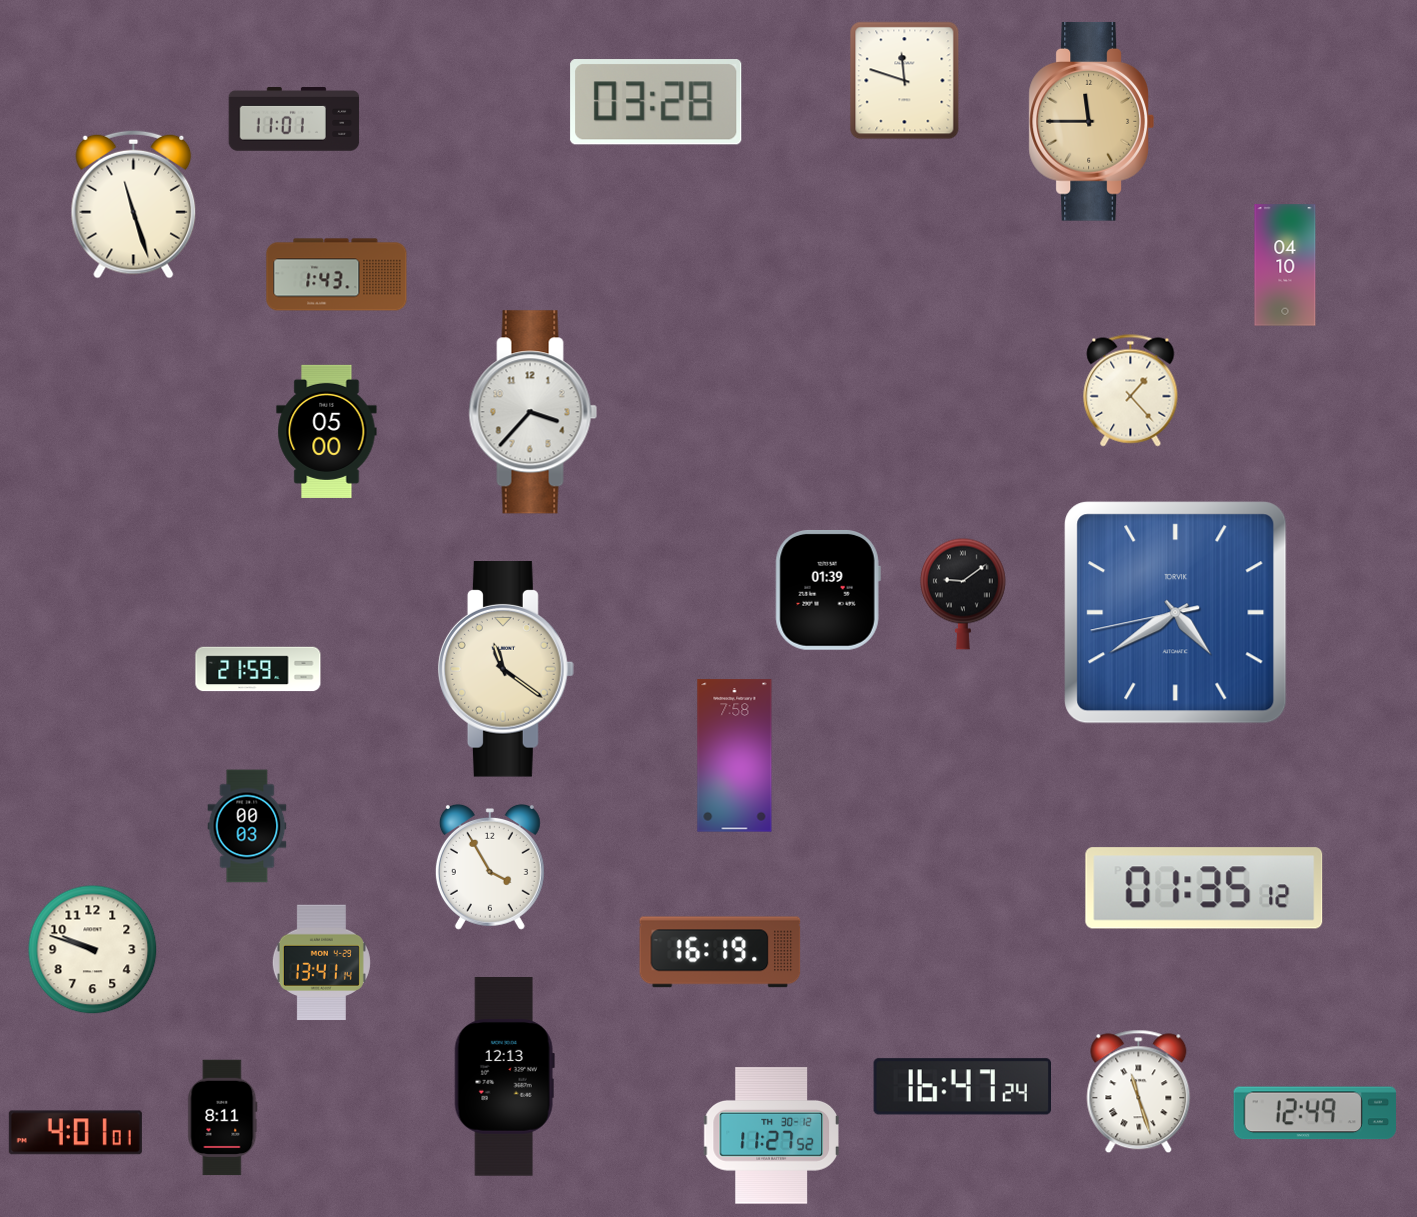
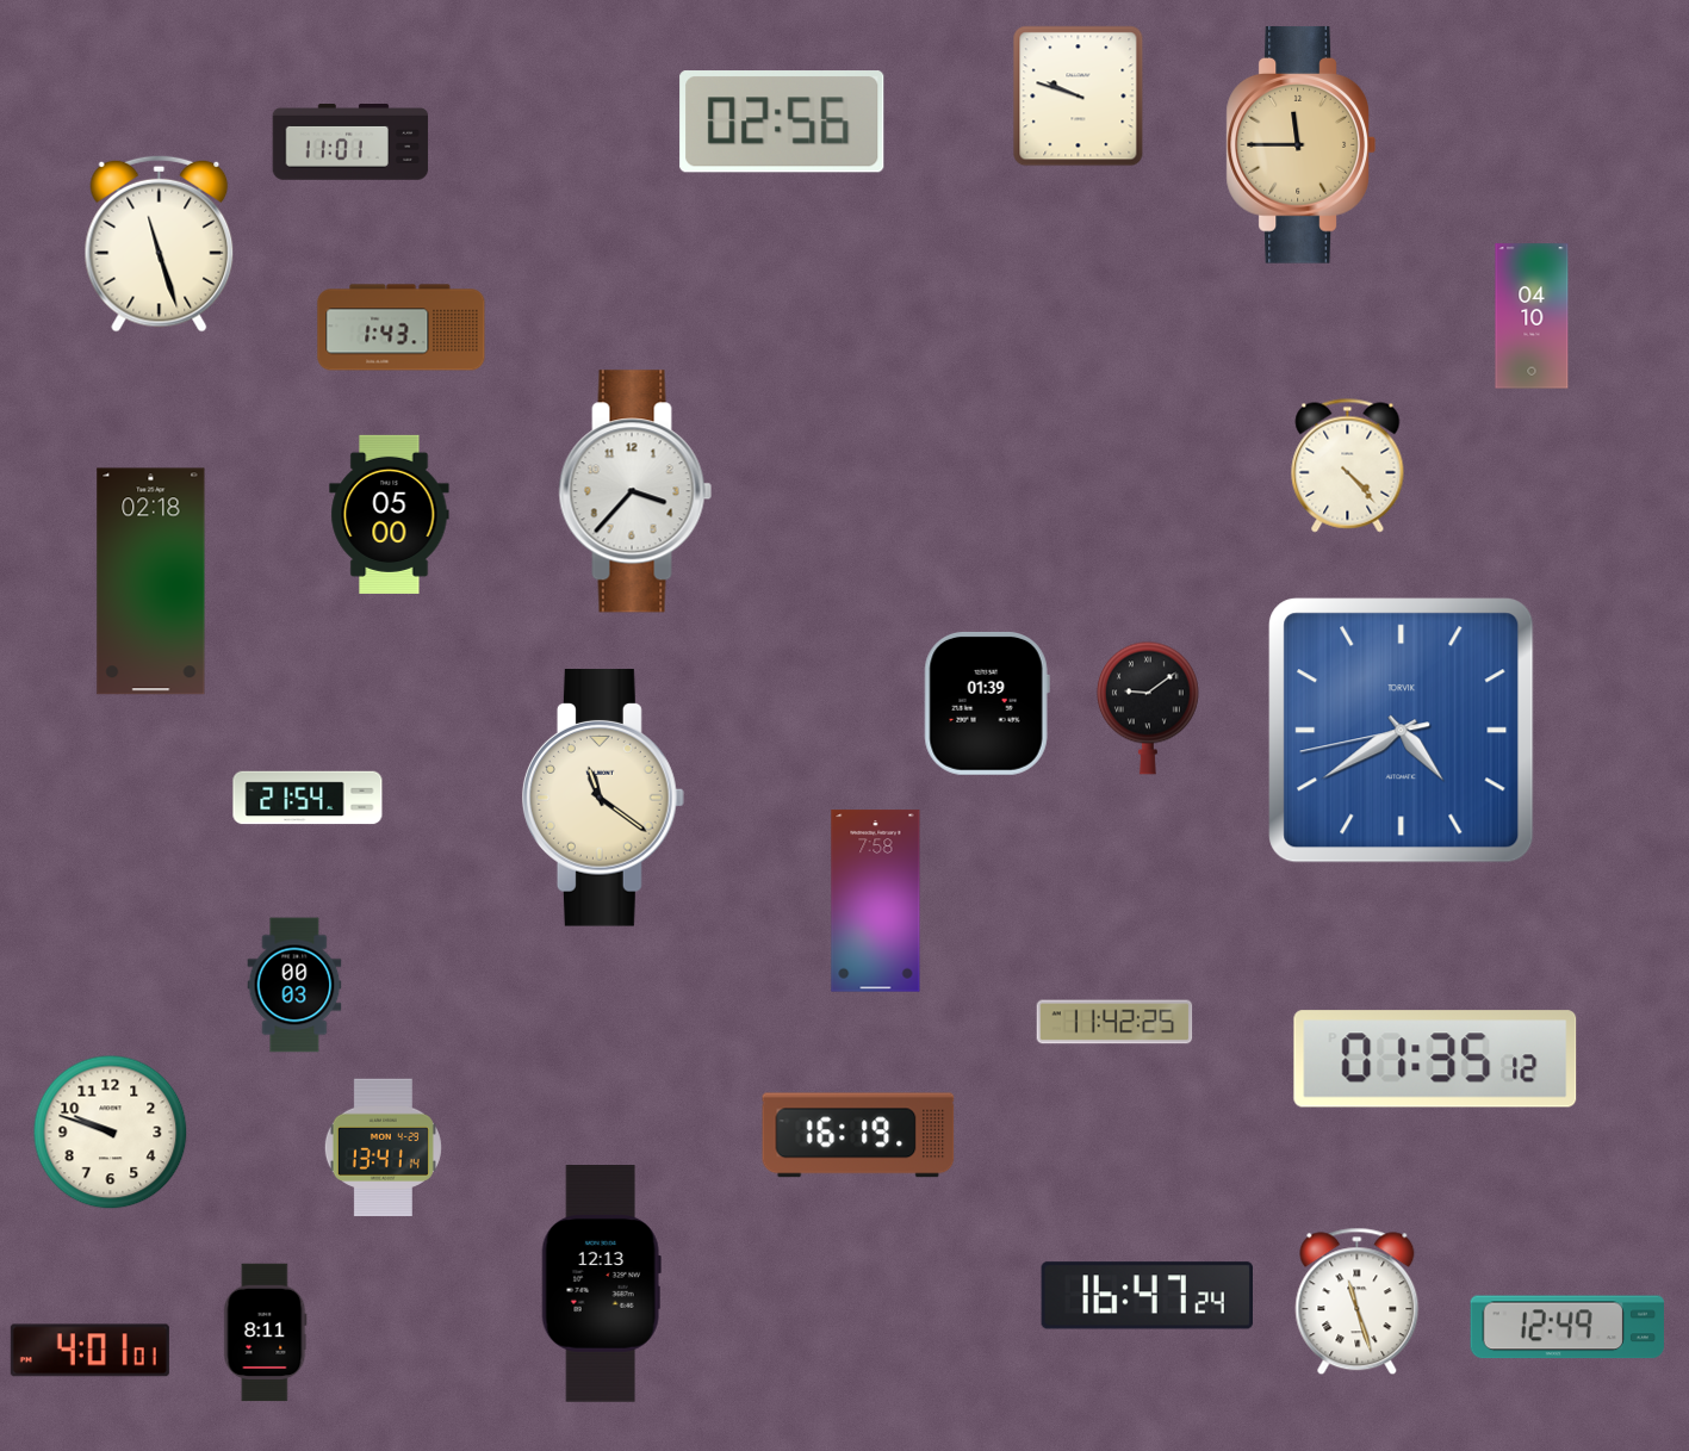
clock at (905, 81): 11:48 -> 9:48
clock at (656, 102): 03:28 -> 02:56
clock at (1131, 391): 1:23 -> 4:23
clock at (151, 582): none -> 02:18
clock at (258, 669): 21:59 -> 21:54
clock at (1114, 1022): none -> 11:42
clock at (490, 867): 3:55 -> none
clock at (771, 1136): 11:27 -> none
